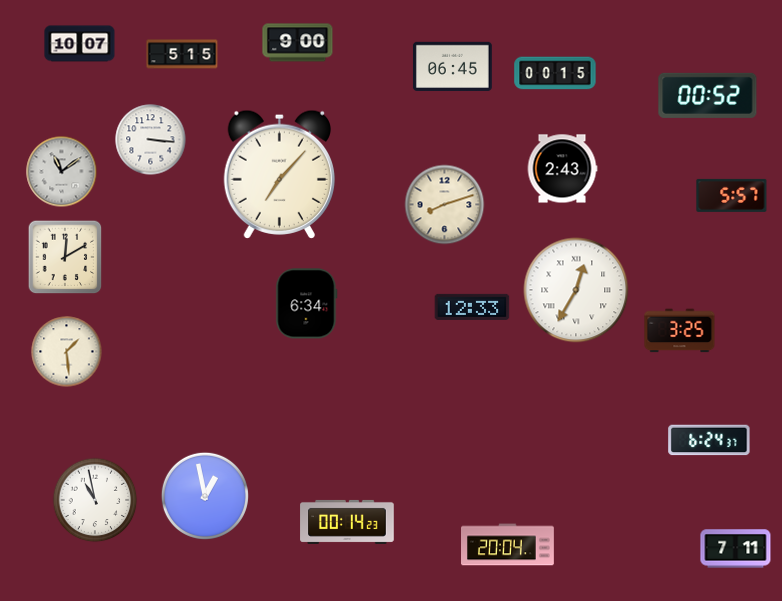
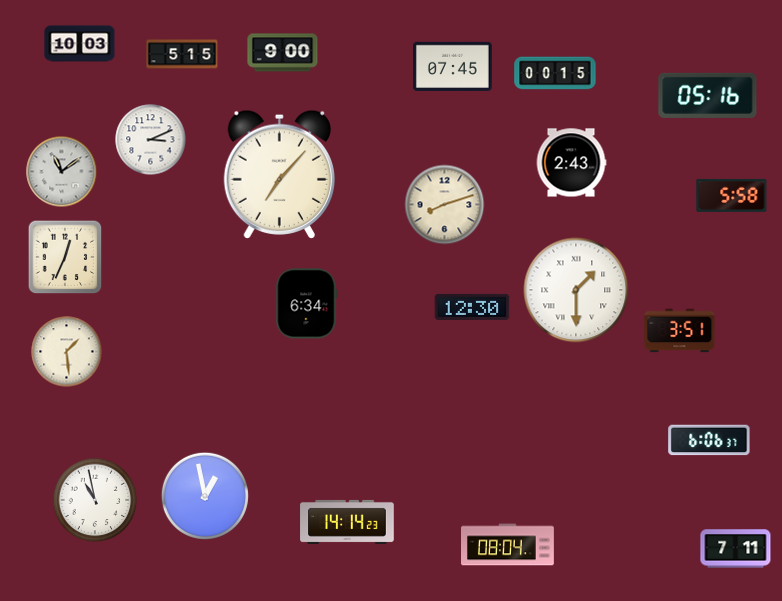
clock at (298, 43) position: (298, 43) -> (283, 53)
clock at (80, 44): 10:07 -> 10:03
clock at (452, 66): 06:45 -> 07:45
clock at (708, 95): 00:52 -> 05:16
clock at (151, 140): 3:16 -> 3:11
clock at (562, 169) position: (562, 169) -> (571, 163)
clock at (732, 195): 5:57 -> 5:58
clock at (65, 257): 12:10 -> 12:34
clock at (576, 290): 12:35 -> 1:30
clock at (472, 307): 12:33 -> 12:30
clock at (680, 331): 3:25 -> 3:51
clock at (709, 440): 6:24 -> 6:06
clock at (347, 522): 00:14 -> 14:14
clock at (508, 545): 20:04 -> 08:04
